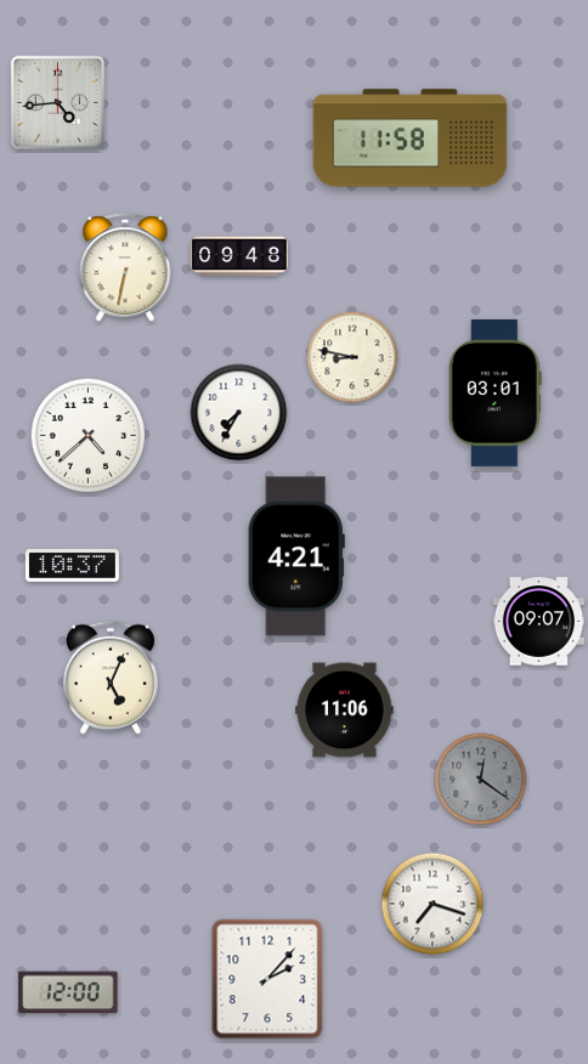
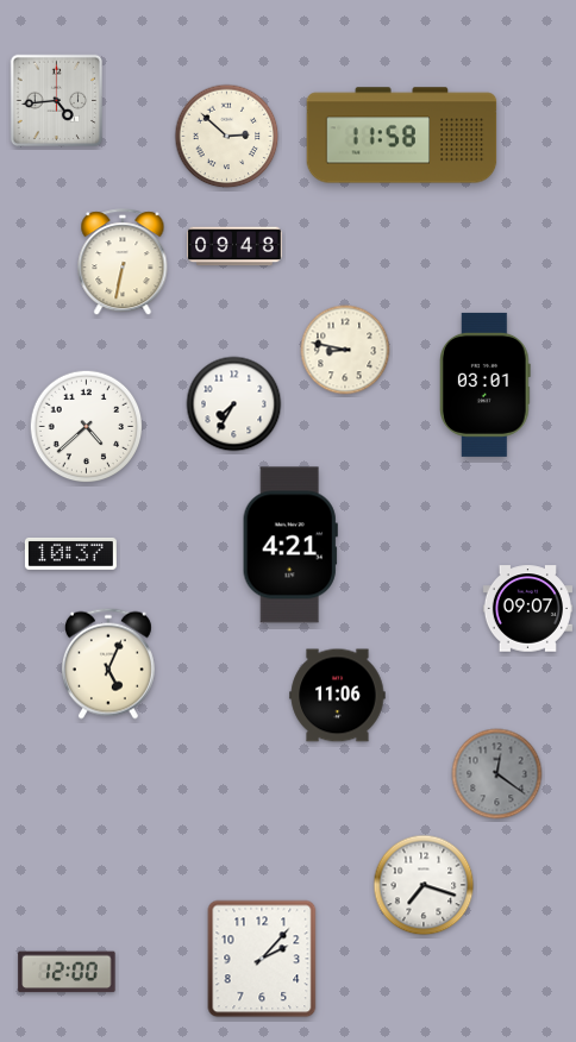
clock at (227, 137): none -> 2:52
clock at (239, 256) position: (239, 256) -> (234, 246)
clock at (481, 780) position: (481, 780) -> (497, 774)
